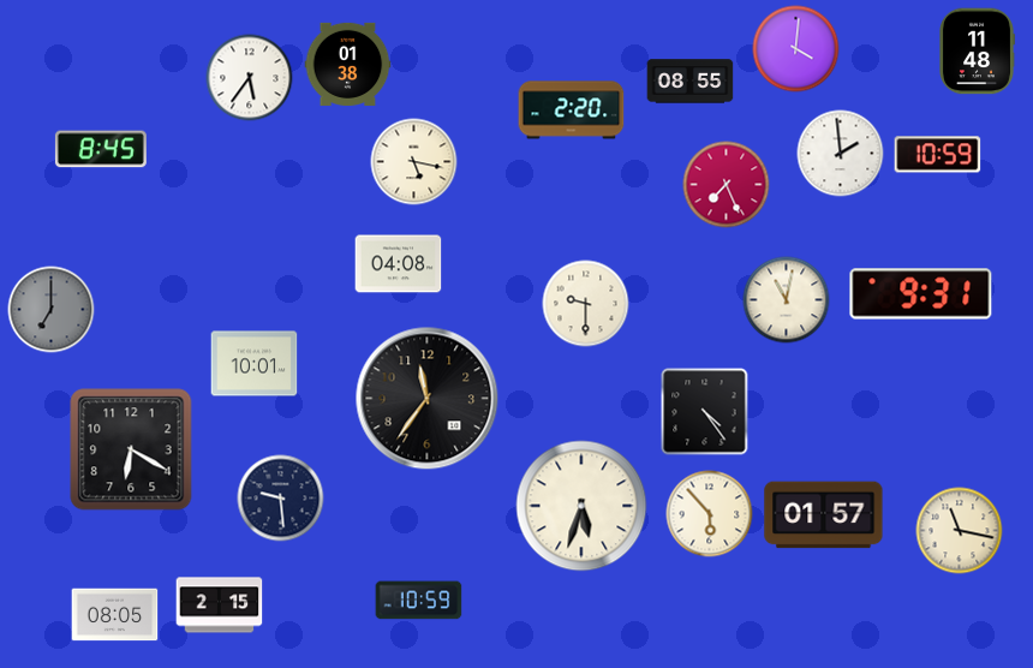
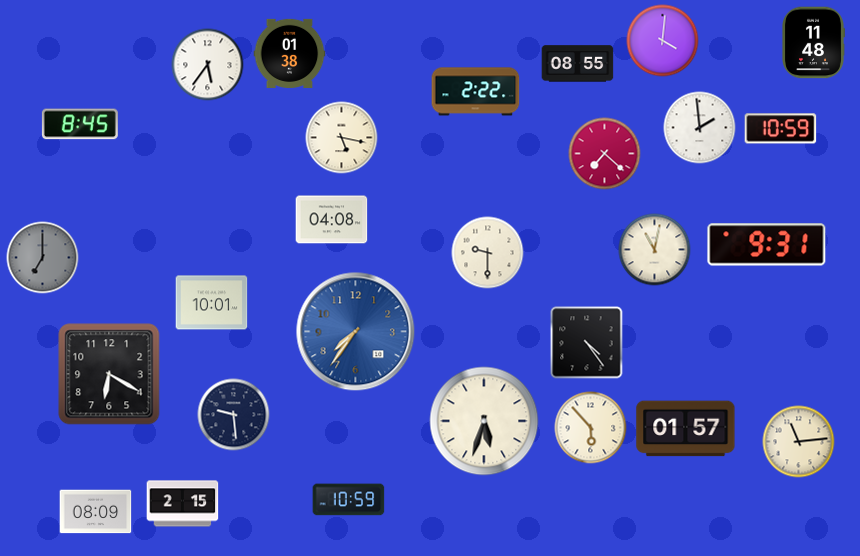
clock at (691, 82) position: (691, 82) -> (578, 64)
clock at (572, 111): 2:20 -> 2:22
clock at (101, 149) position: (101, 149) -> (80, 124)
clock at (414, 162) position: (414, 162) -> (342, 138)
clock at (727, 185): 7:26 -> 7:22
clock at (428, 399): 11:36 -> 7:36
clock at (428, 399) dial: black -> blue
clock at (960, 531): 11:17 -> 11:14
clock at (115, 615): 08:05 -> 08:09
